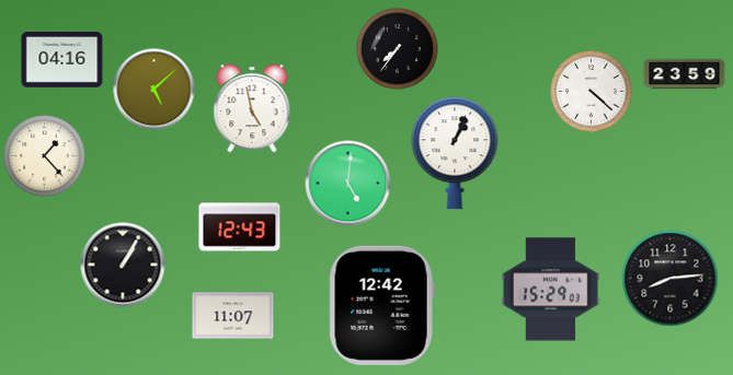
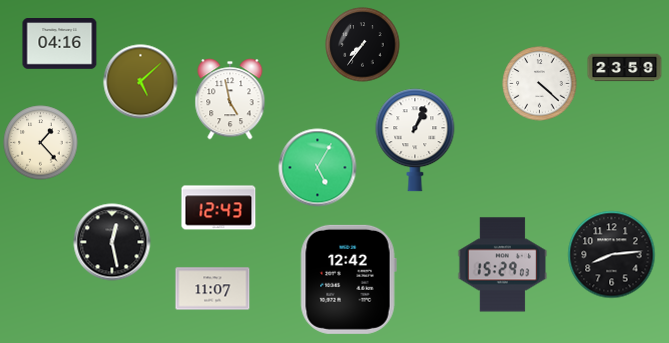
clock at (62, 60) position: (62, 60) -> (60, 44)
clock at (348, 184): 5:01 -> 5:05
clock at (123, 265): 1:05 -> 12:28
